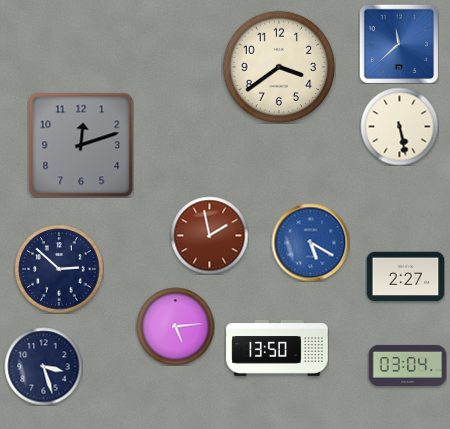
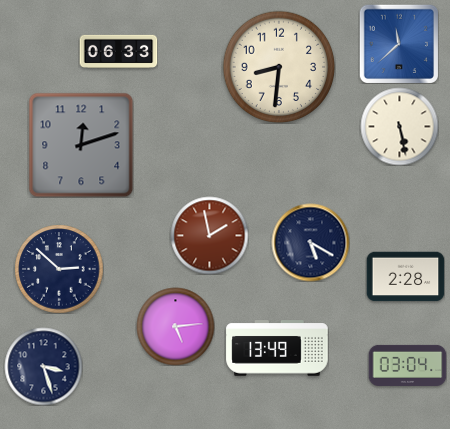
clock at (118, 51): none -> 06:33
clock at (279, 67): 3:39 -> 8:31
clock at (310, 242) dial: blue -> navy
clock at (405, 277): 2:27 -> 2:28
clock at (277, 348): 13:50 -> 13:49
